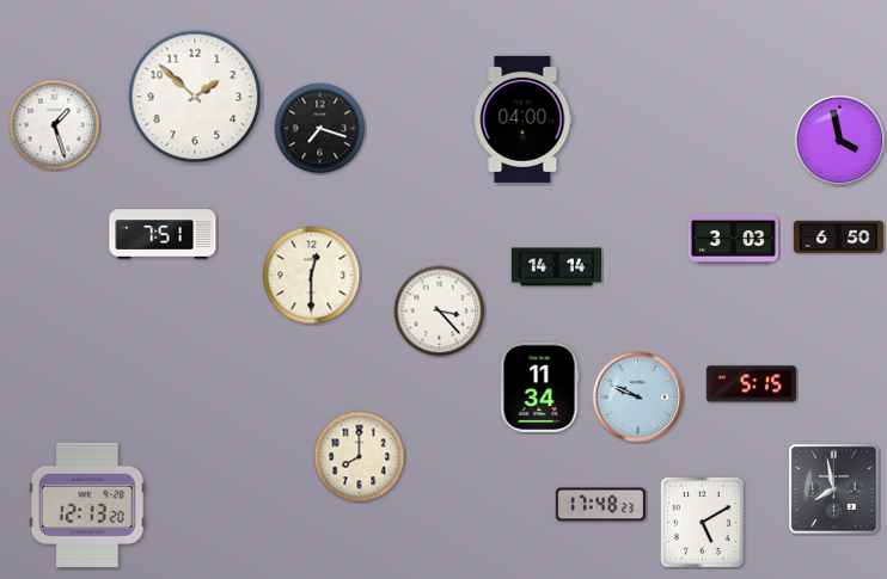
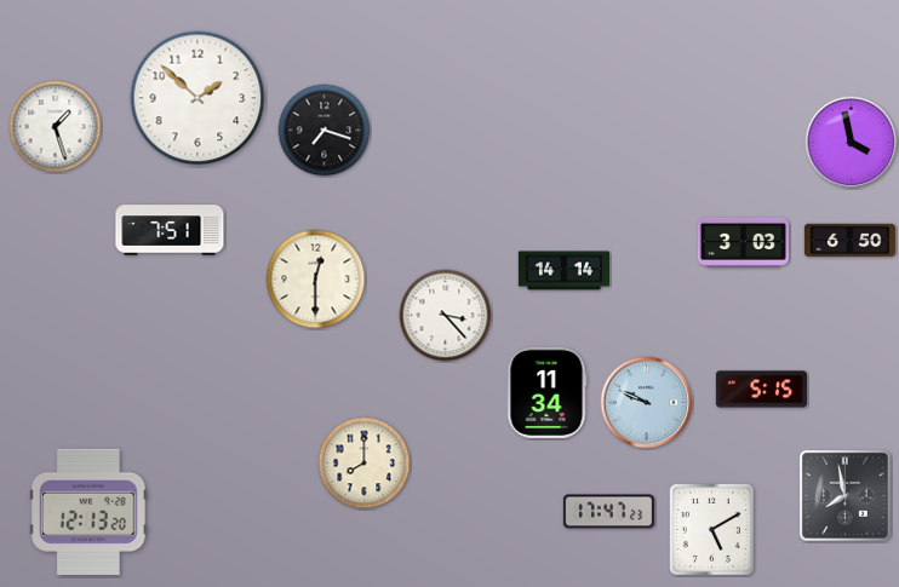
clock at (522, 119): 04:00 -> none
clock at (163, 234) position: (163, 234) -> (170, 230)
clock at (600, 505): 17:48 -> 17:47
